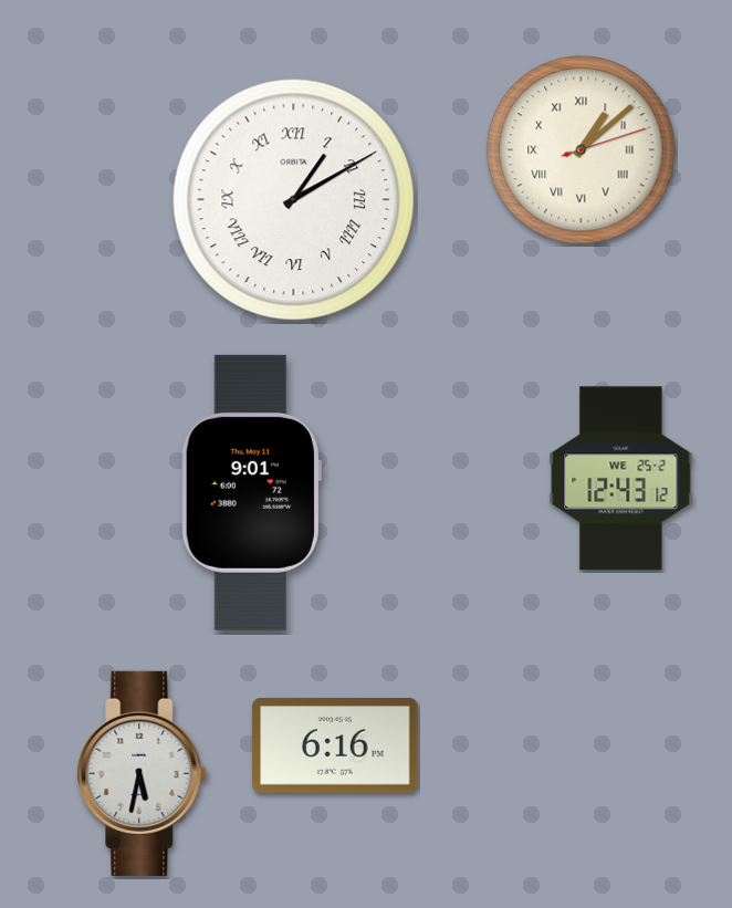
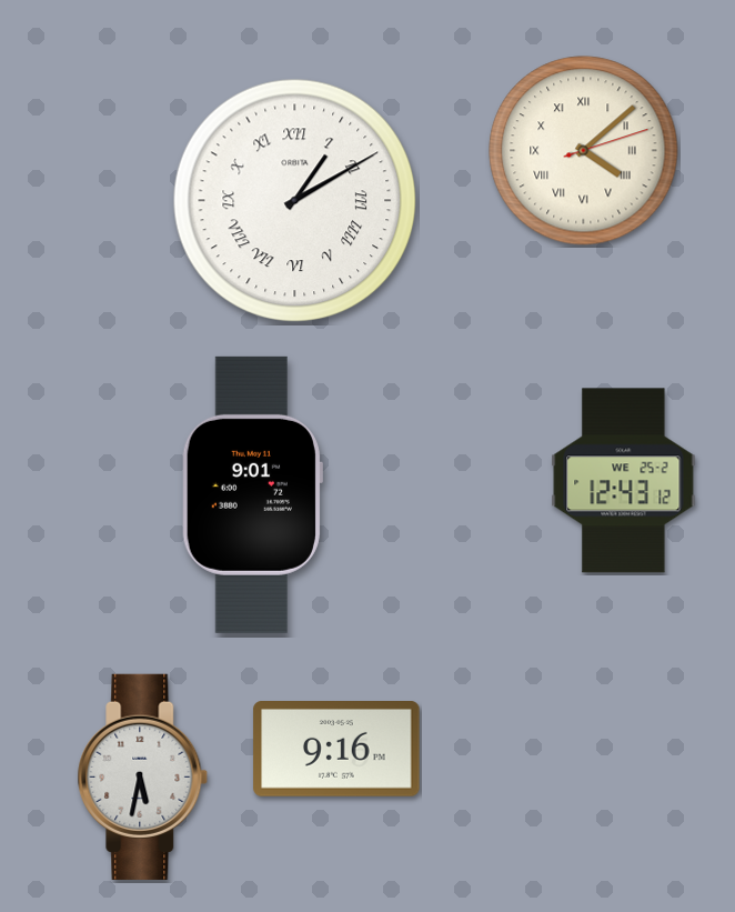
clock at (582, 150): 1:08 -> 4:08
clock at (335, 747): 6:16 -> 9:16
